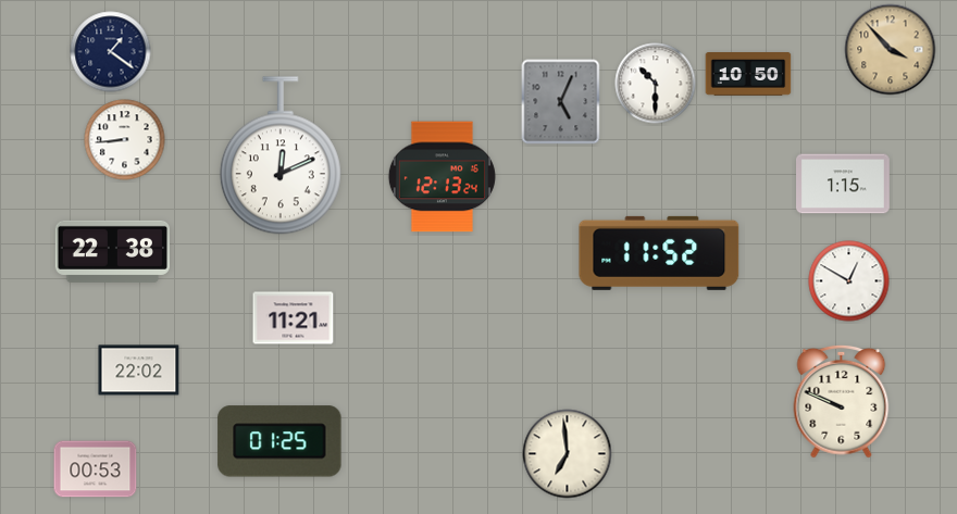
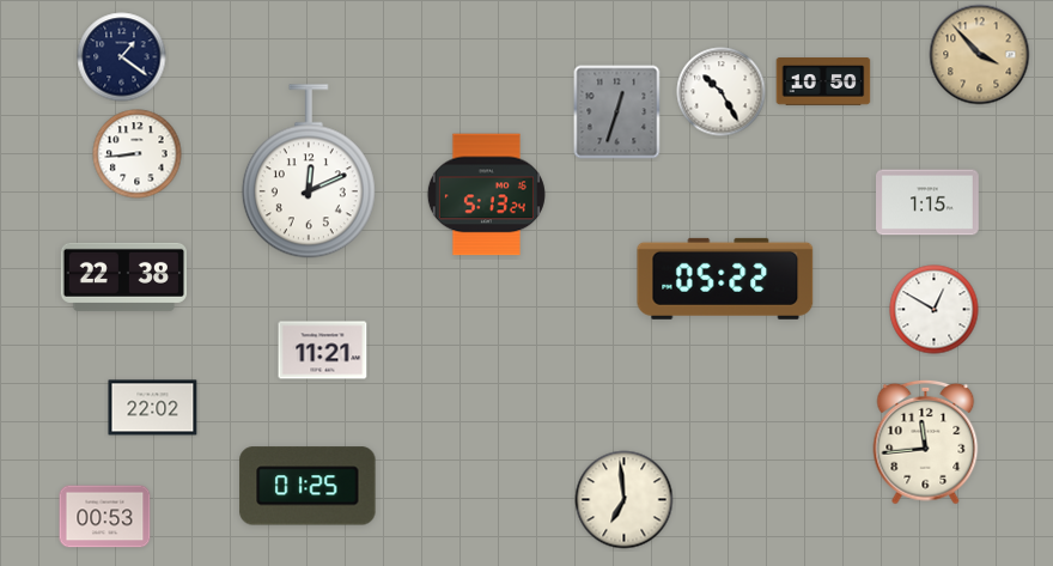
clock at (656, 84): 10:30 -> 10:25
clock at (561, 102): 5:04 -> 12:33
clock at (442, 177): 12:13 -> 5:13
clock at (659, 253): 11:52 -> 05:22
clock at (842, 401): 9:49 -> 11:44
